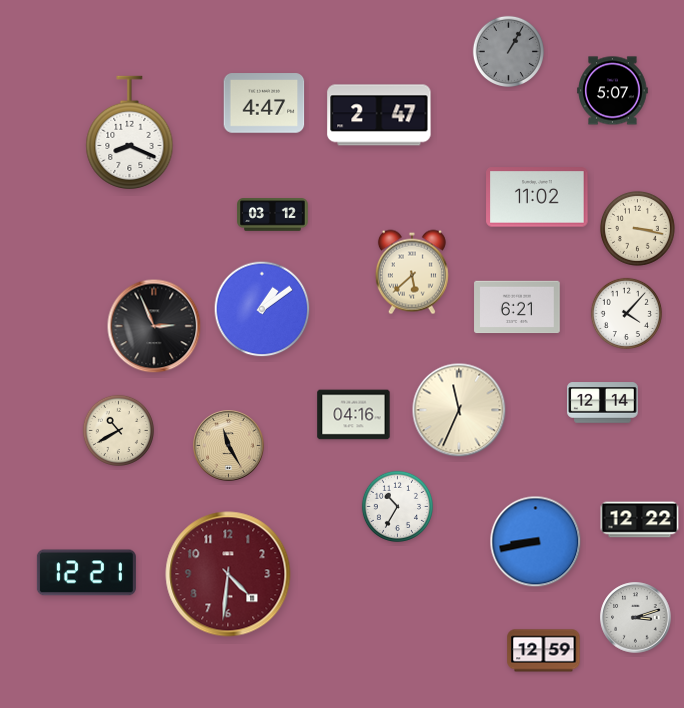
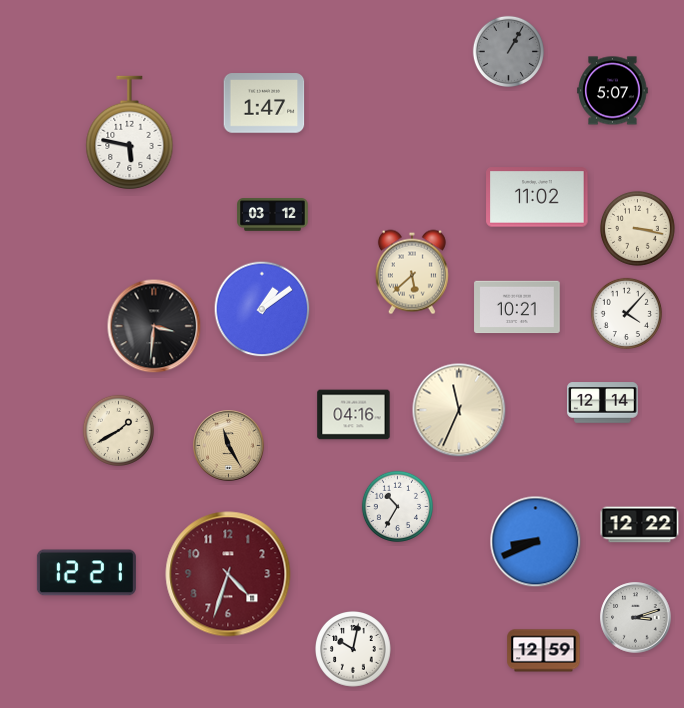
clock at (264, 103): 4:47 -> 1:47
clock at (379, 115): 2:47 -> none
clock at (130, 132): 8:19 -> 5:47
clock at (517, 307): 6:21 -> 10:21
clock at (154, 326): 2:56 -> 3:31
clock at (118, 430): 10:40 -> 1:40
clock at (640, 520) position: (640, 520) -> (640, 525)
clock at (536, 542): 8:43 -> 8:41
clock at (228, 574): 4:31 -> 4:33
clock at (354, 650): none -> 10:02
